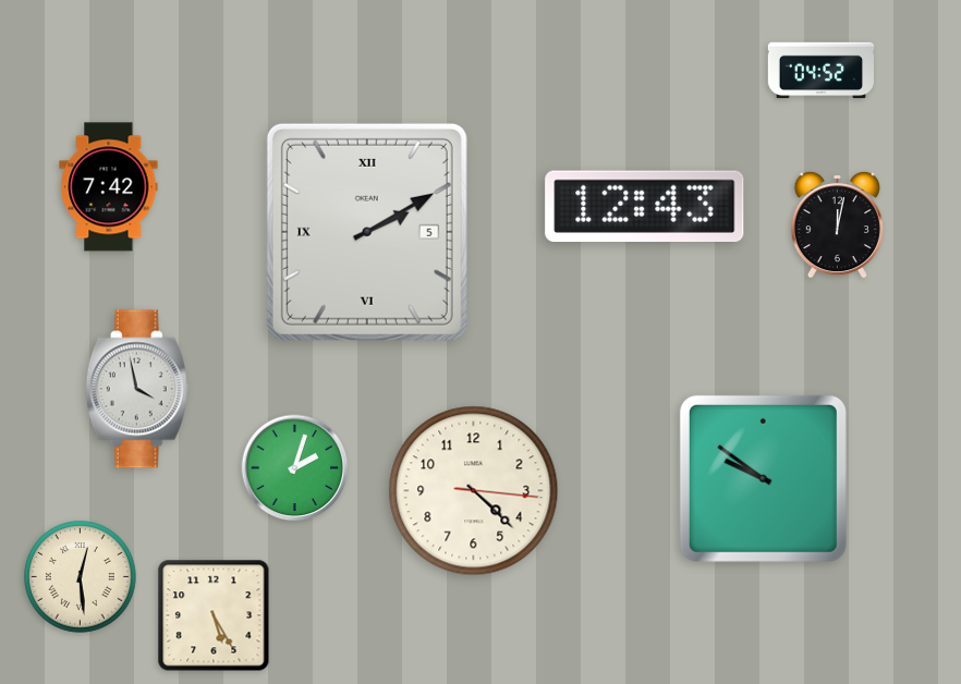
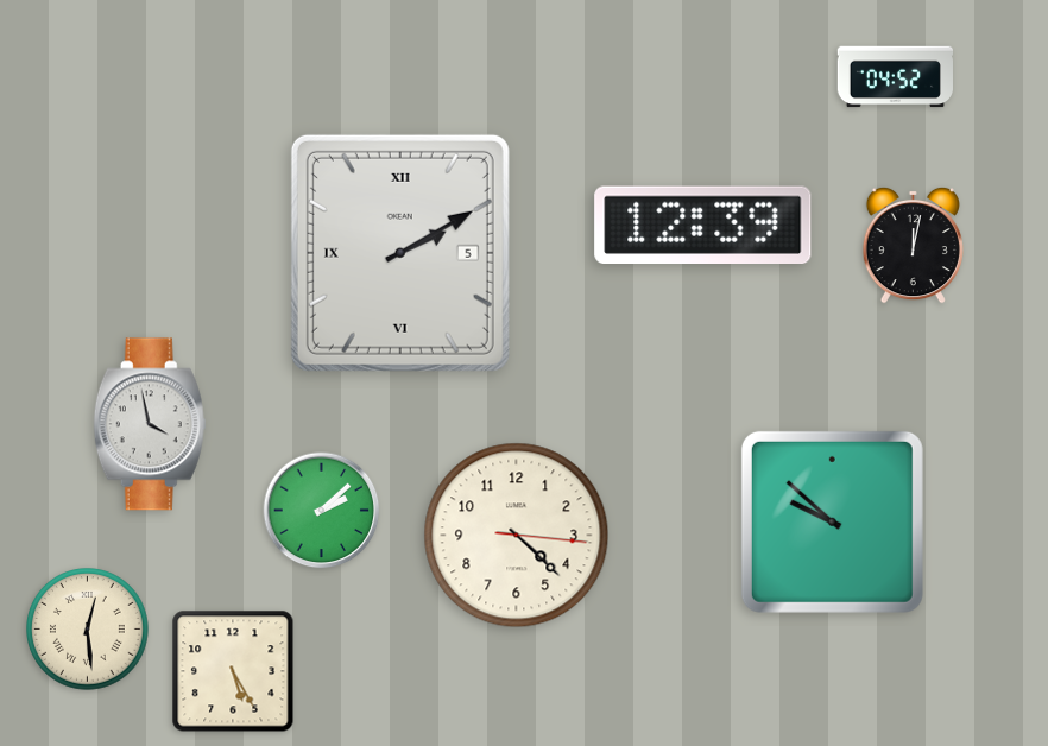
clock at (109, 187): 7:42 -> none
clock at (645, 206): 12:43 -> 12:39
clock at (295, 468): 2:03 -> 2:08
clock at (763, 478): 9:51 -> 9:52
